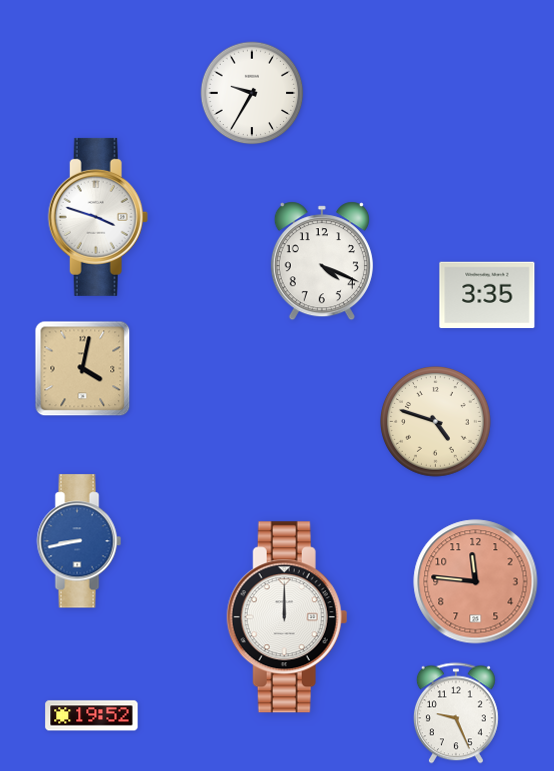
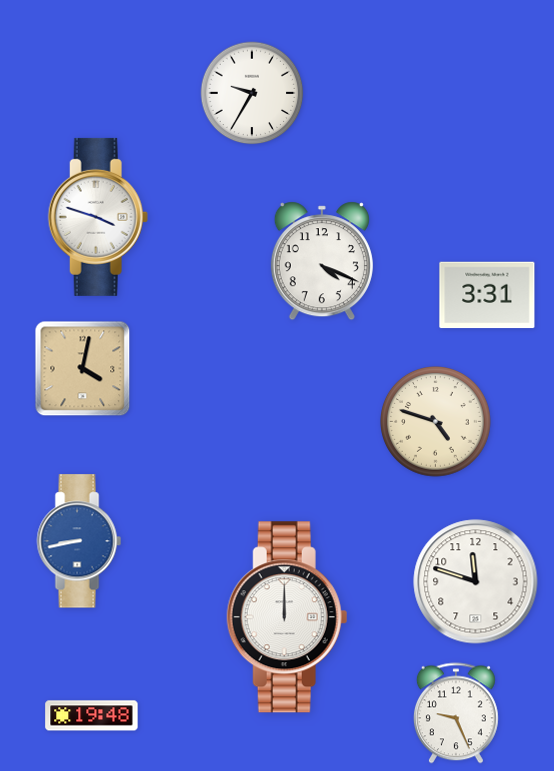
clock at (487, 295): 3:35 -> 3:31
clock at (476, 582): 11:46 -> 11:48
clock at (476, 582) dial: salmon -> white
clock at (92, 716): 19:52 -> 19:48
